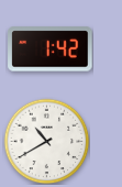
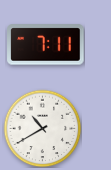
clock at (51, 50): 1:42 -> 7:11
